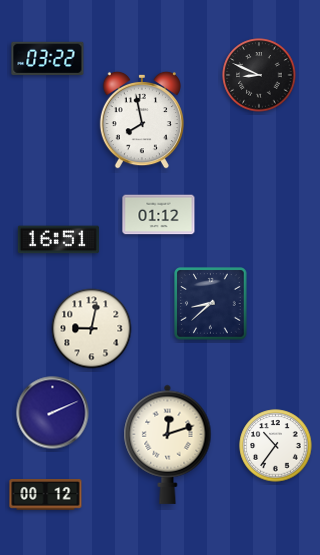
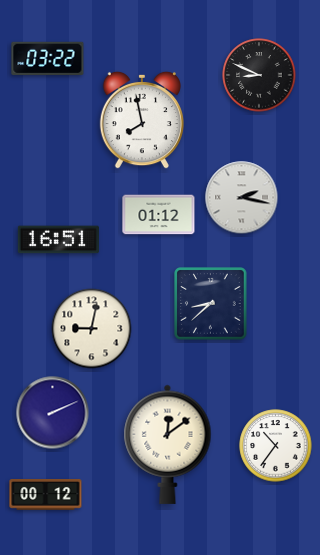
clock at (242, 198): none -> 2:17
clock at (168, 444): 12:12 -> 12:09
